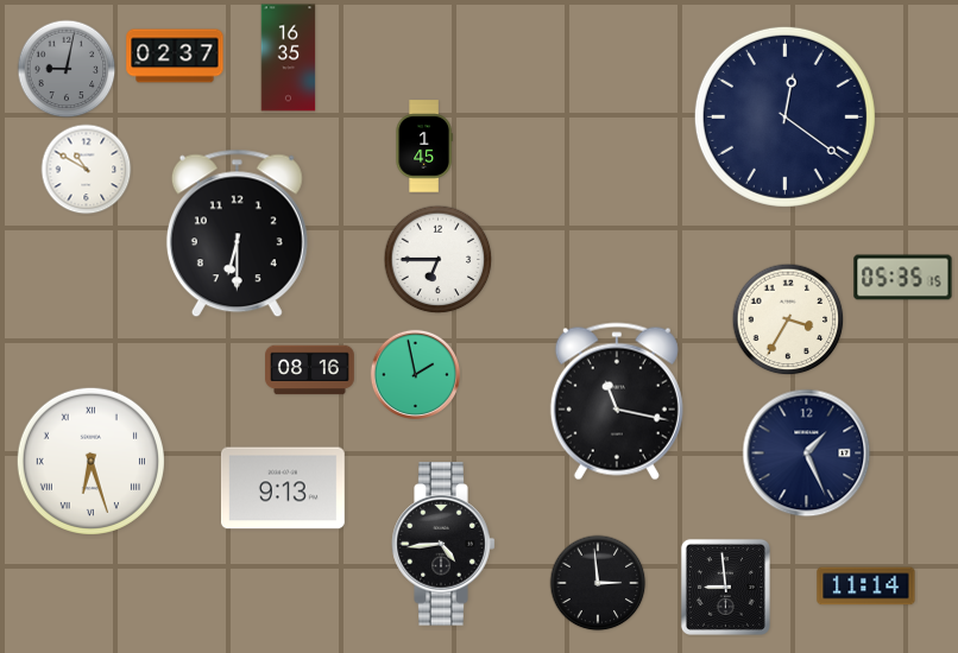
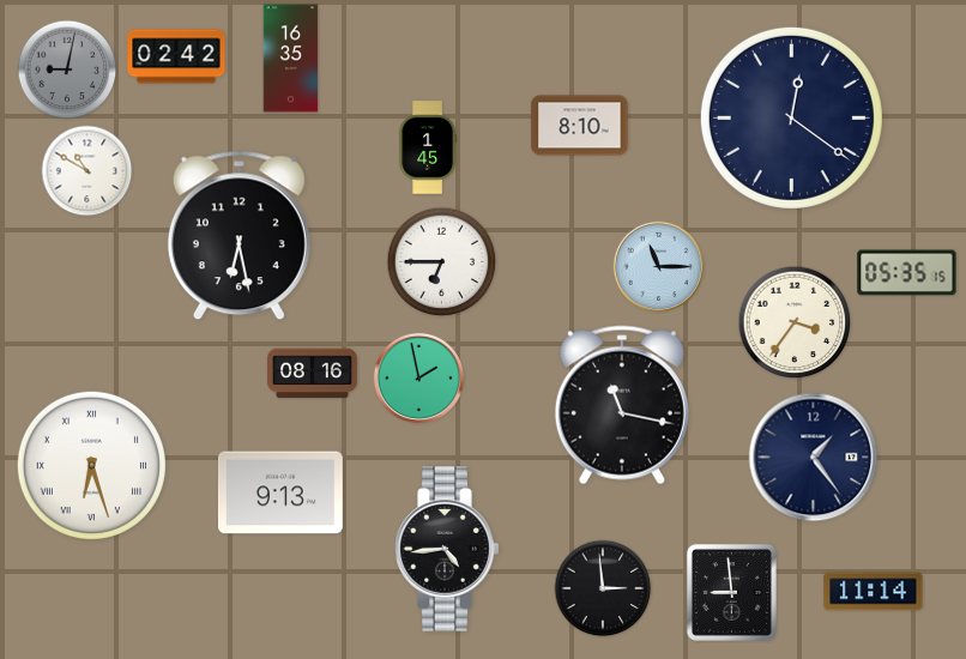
clock at (175, 56): 02:37 -> 02:42
clock at (580, 126): none -> 8:10
clock at (237, 234): 6:30 -> 6:28
clock at (658, 266): none -> 11:15
clock at (903, 278) position: (903, 278) -> (907, 273)
clock at (788, 319): 3:35 -> 3:36
clock at (807, 454): 1:26 -> 1:24
clock at (283, 488) position: (283, 488) -> (280, 492)
